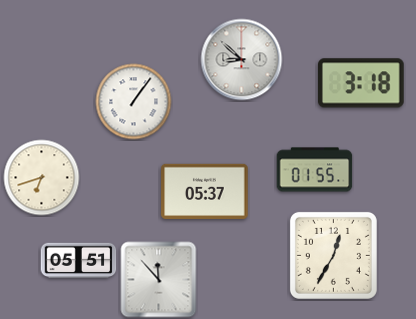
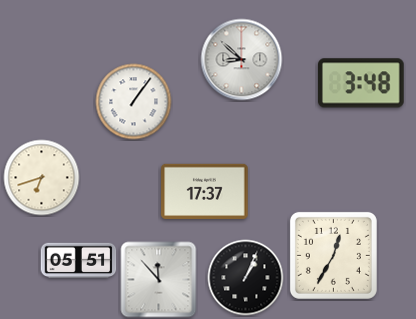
clock at (362, 83): 3:18 -> 3:48
clock at (315, 170): 01:55 -> none
clock at (205, 191): 05:37 -> 17:37
clock at (246, 278): none -> 1:04
